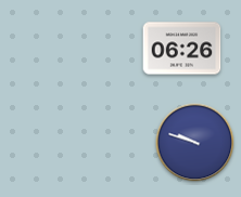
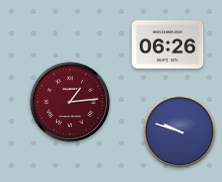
clock at (70, 102): none -> 1:14
